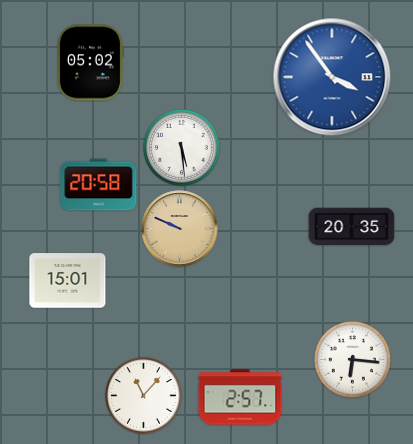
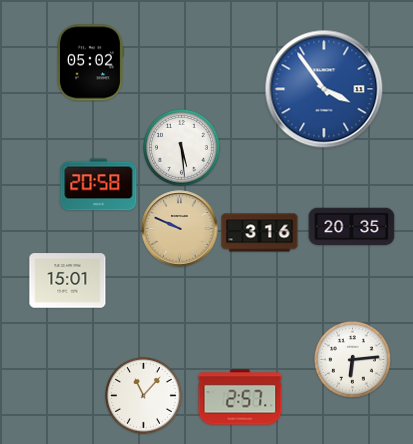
clock at (332, 77) position: (332, 77) -> (324, 89)
clock at (260, 233): none -> 3:16
clock at (353, 360): 6:16 -> 6:14
